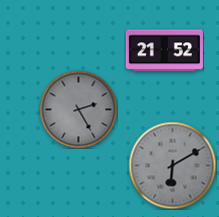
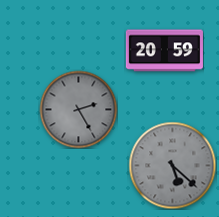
clock at (164, 51): 21:52 -> 20:59
clock at (172, 165): 6:10 -> 5:22
